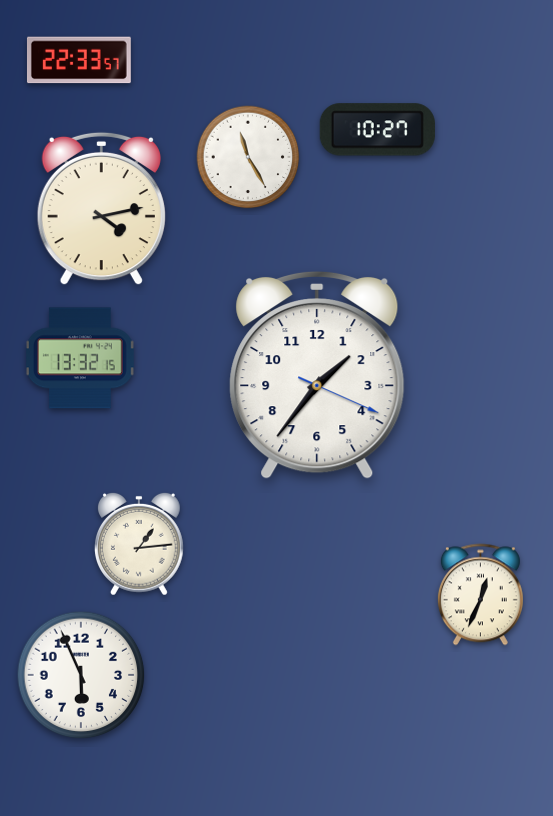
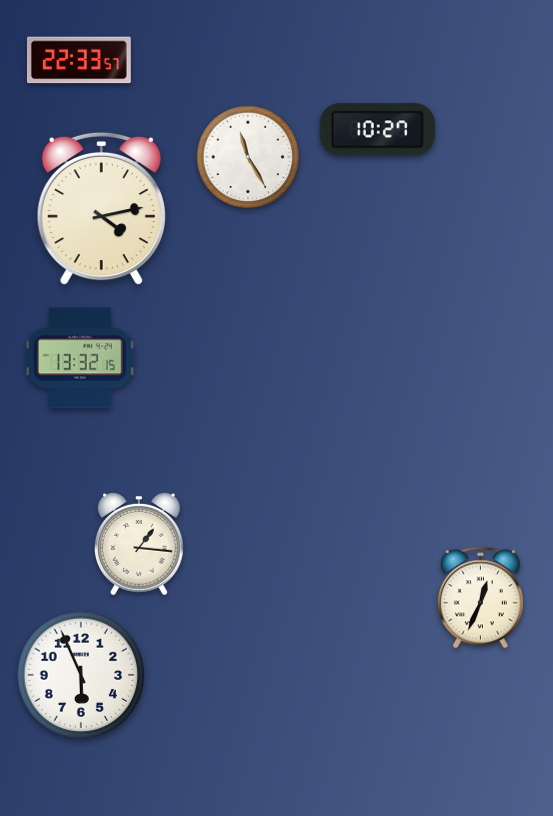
clock at (317, 375): 1:36 -> none
clock at (139, 544): 1:14 -> 1:16
clock at (480, 595) position: (480, 595) -> (480, 598)
